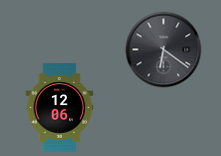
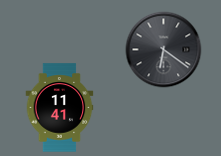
clock at (60, 108): 12:06 -> 11:41
